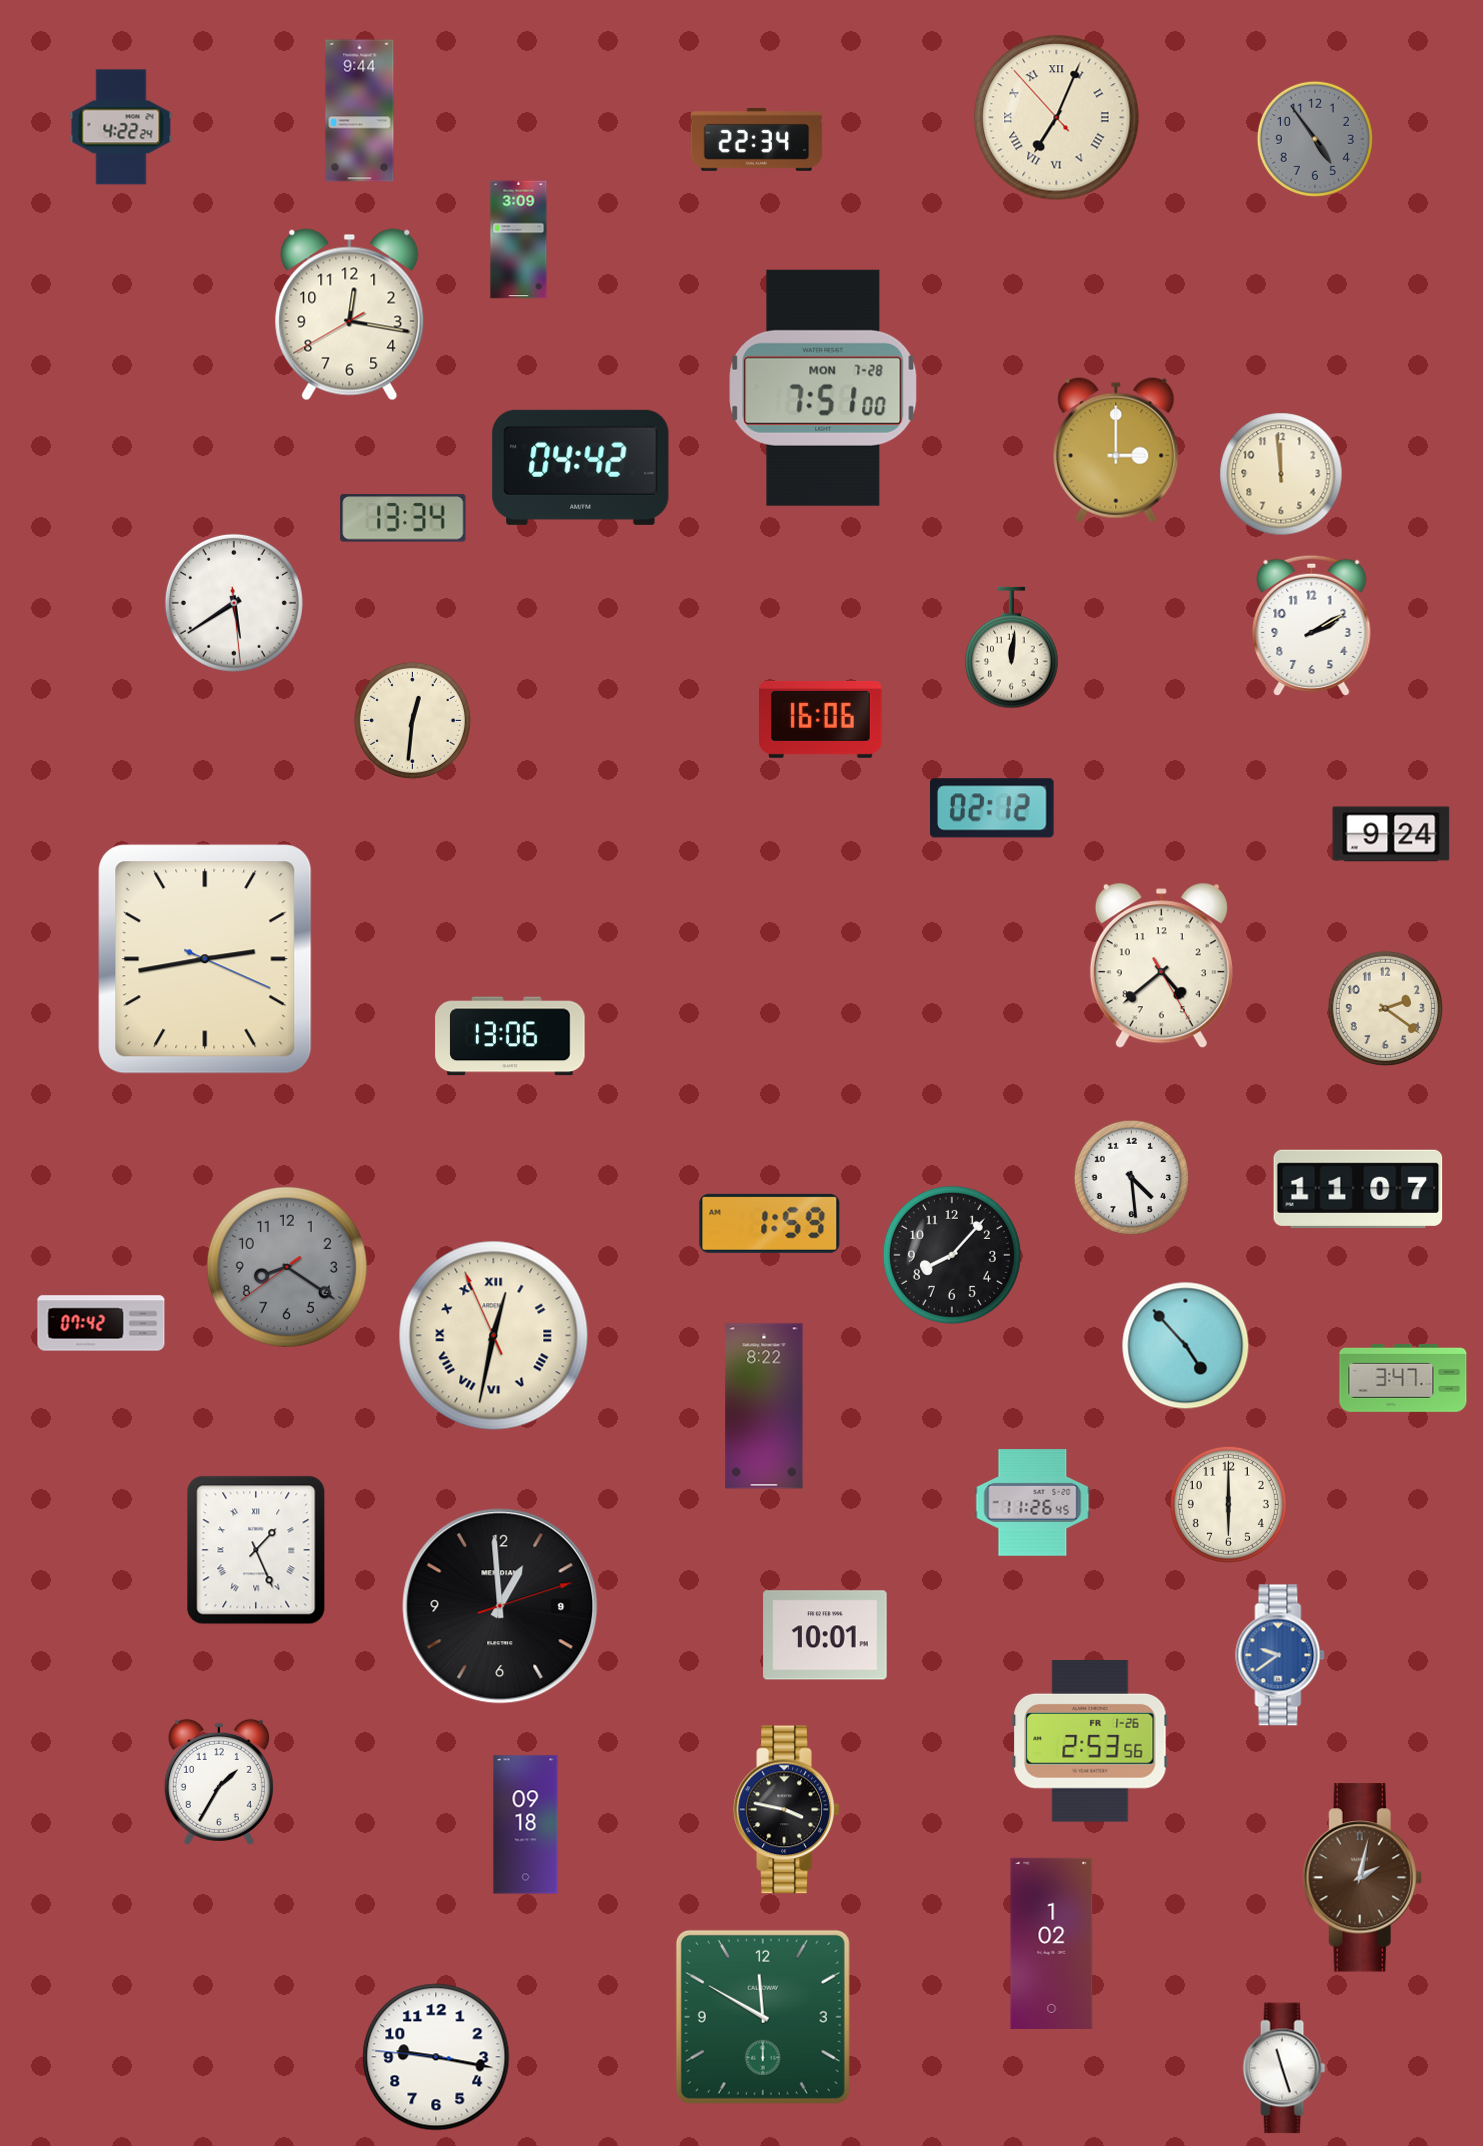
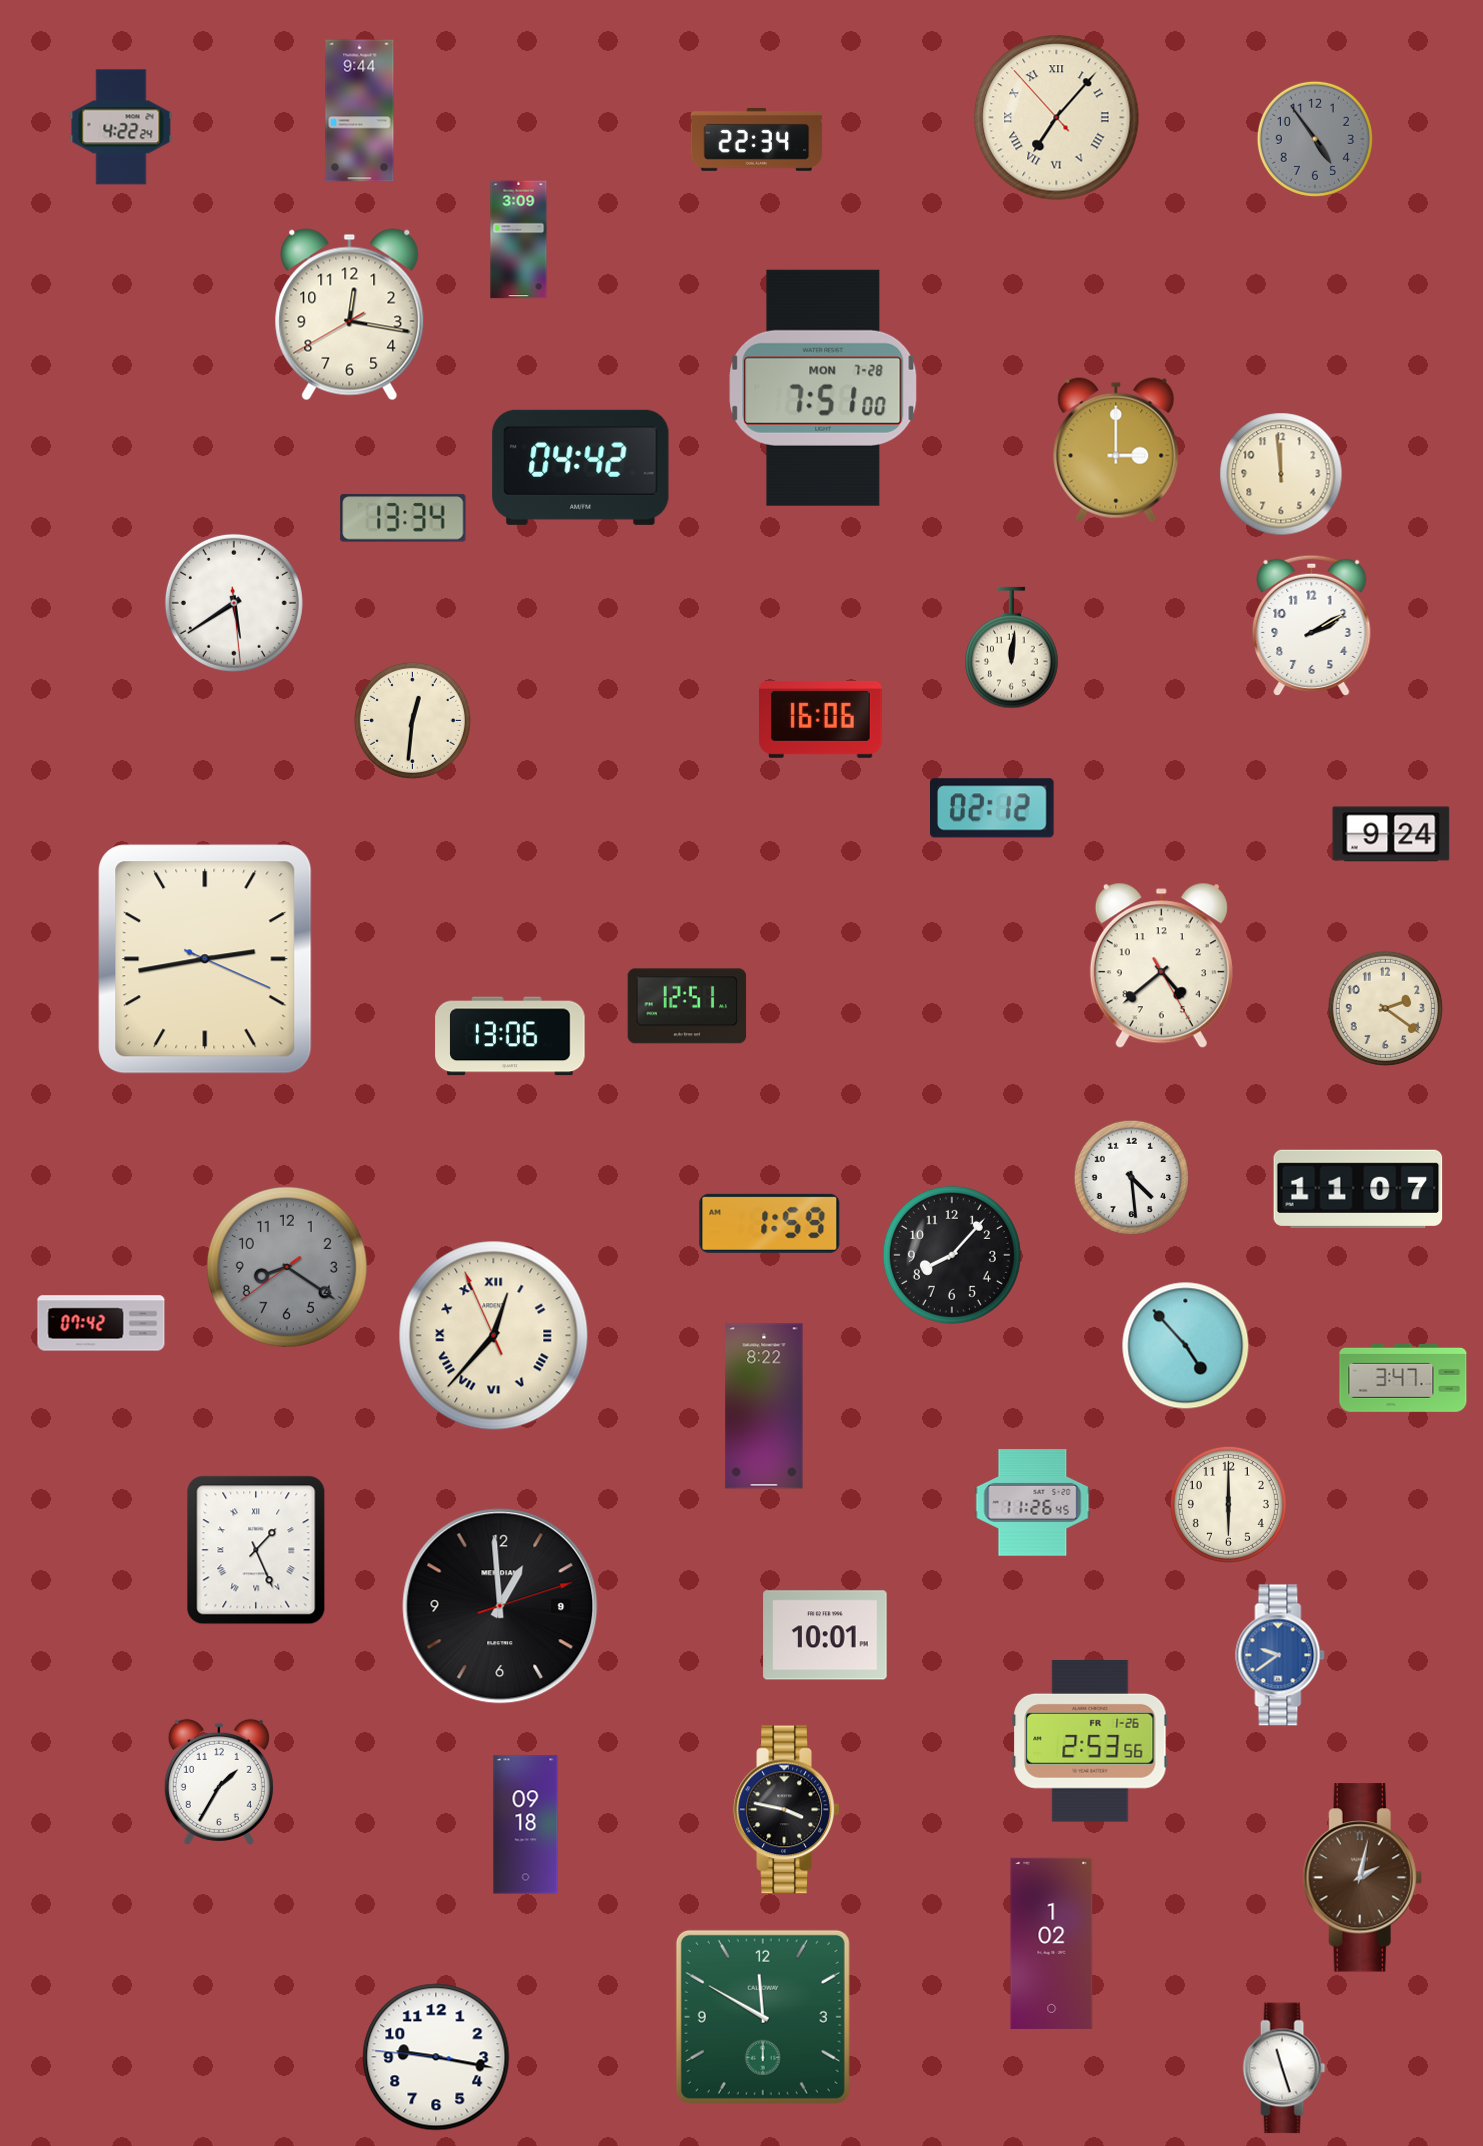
clock at (1057, 118): 7:03 -> 7:06
clock at (687, 1006): none -> 12:51
clock at (494, 1336): 12:31 -> 12:36
